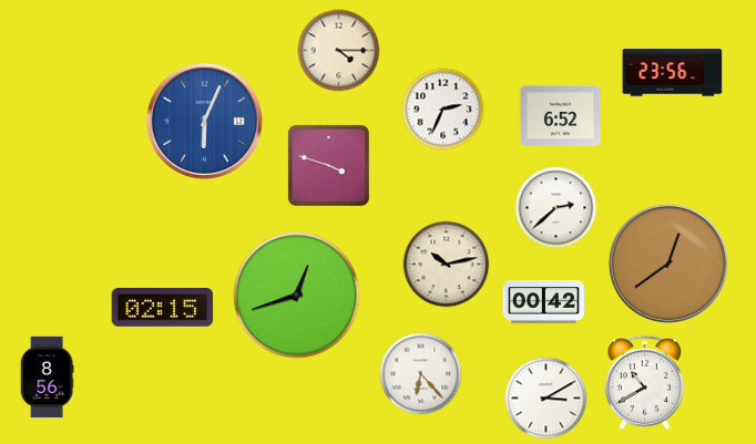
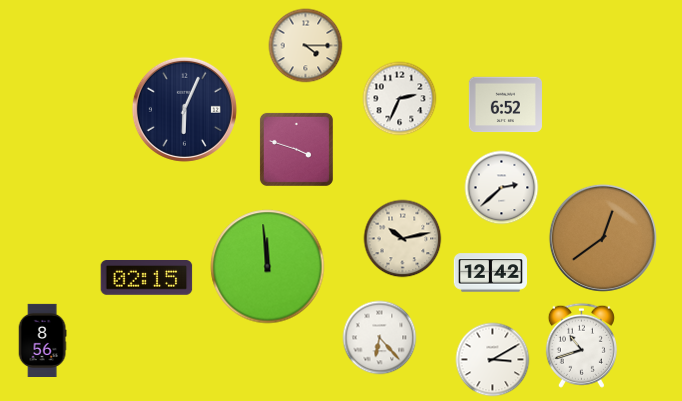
clock at (673, 73): 23:56 -> none
clock at (204, 121) dial: blue -> navy
clock at (297, 296): 12:42 -> 11:59
clock at (543, 302): 00:42 -> 12:42
clock at (644, 382): 10:40 -> 10:42
